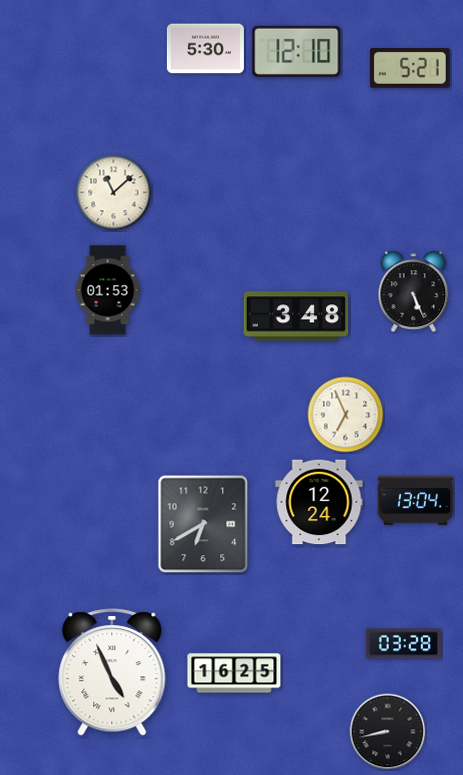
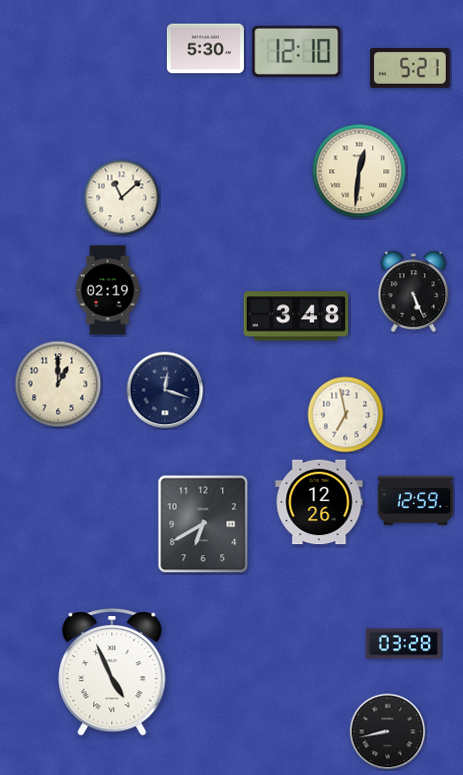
clock at (359, 171): none -> 12:31
clock at (114, 193) position: (114, 193) -> (122, 198)
clock at (108, 290): 01:53 -> 02:19
clock at (58, 384): none -> 1:00
clock at (165, 390): none -> 12:18
clock at (346, 415): 6:56 -> 6:58
clock at (415, 500): 13:04 -> 12:59
clock at (319, 502): 12:24 -> 12:26
clock at (234, 673): 16:25 -> none
